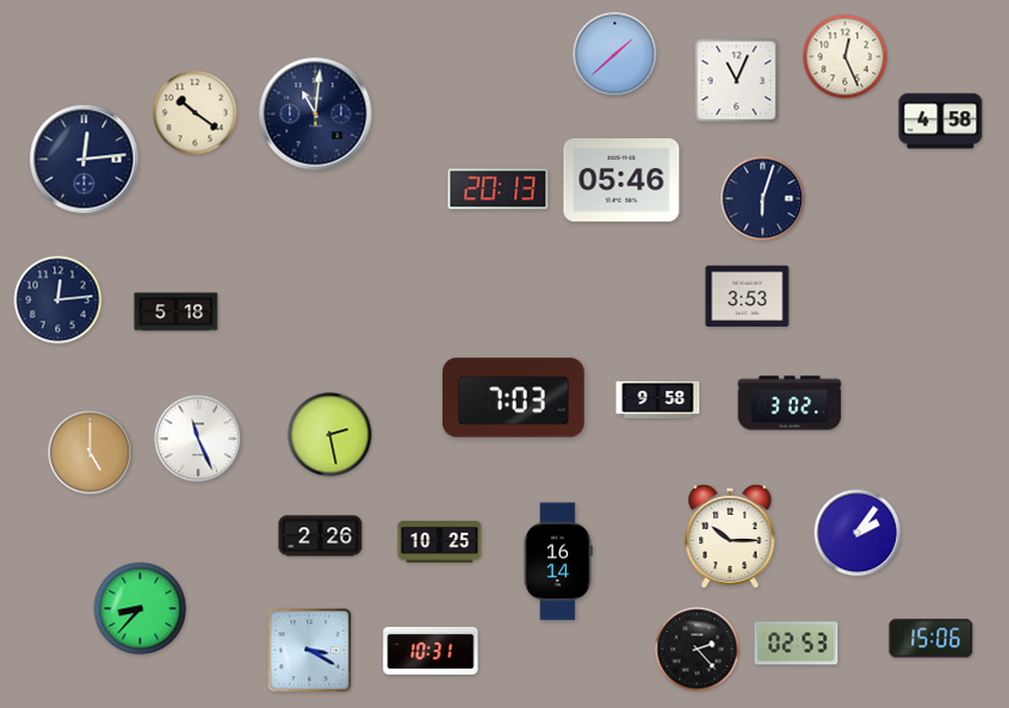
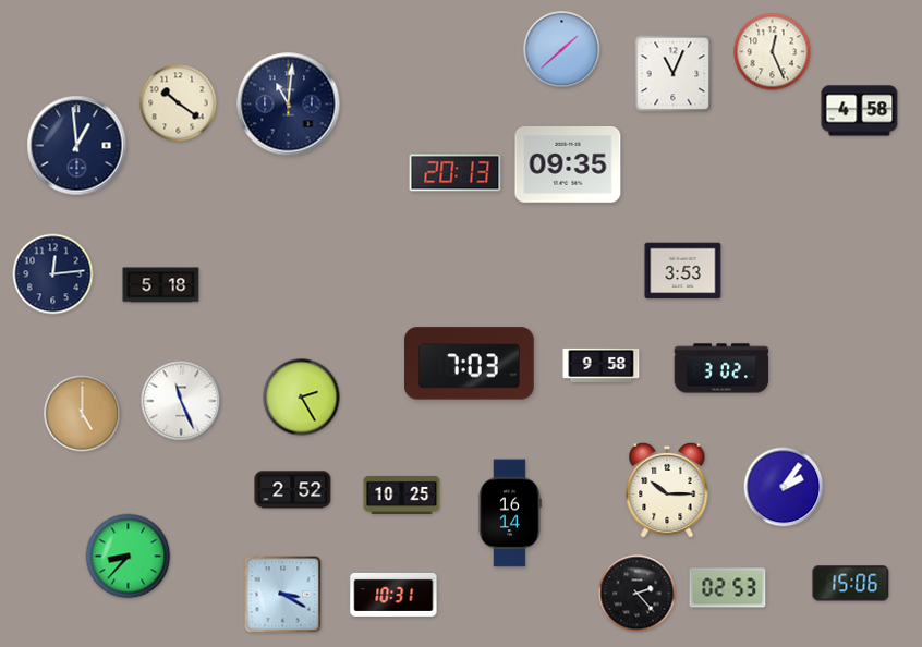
clock at (85, 160): 12:14 -> 12:59
clock at (621, 181): 05:46 -> 09:35
clock at (763, 199): 6:03 -> none
clock at (330, 435): 2:28 -> 2:25
clock at (321, 536): 2:26 -> 2:52
